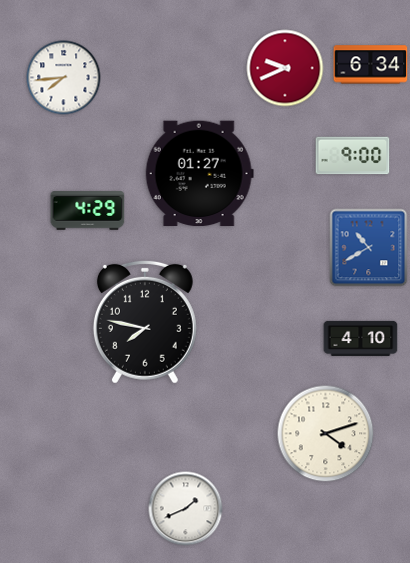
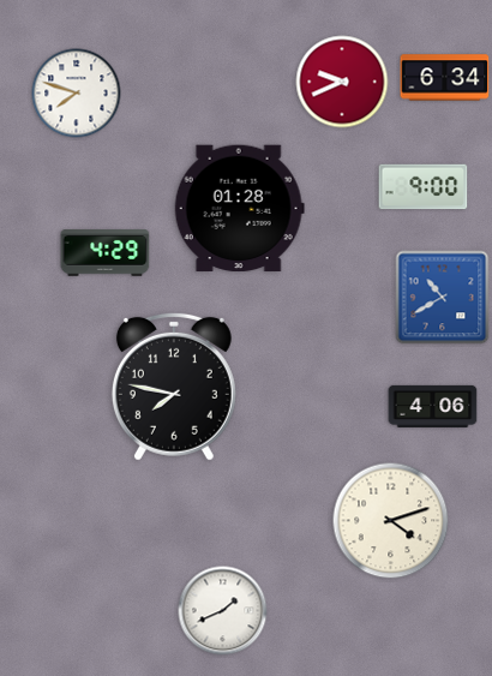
clock at (64, 78): 7:44 -> 7:48
clock at (199, 174): 01:27 -> 01:28
clock at (361, 338): 4:10 -> 4:06
